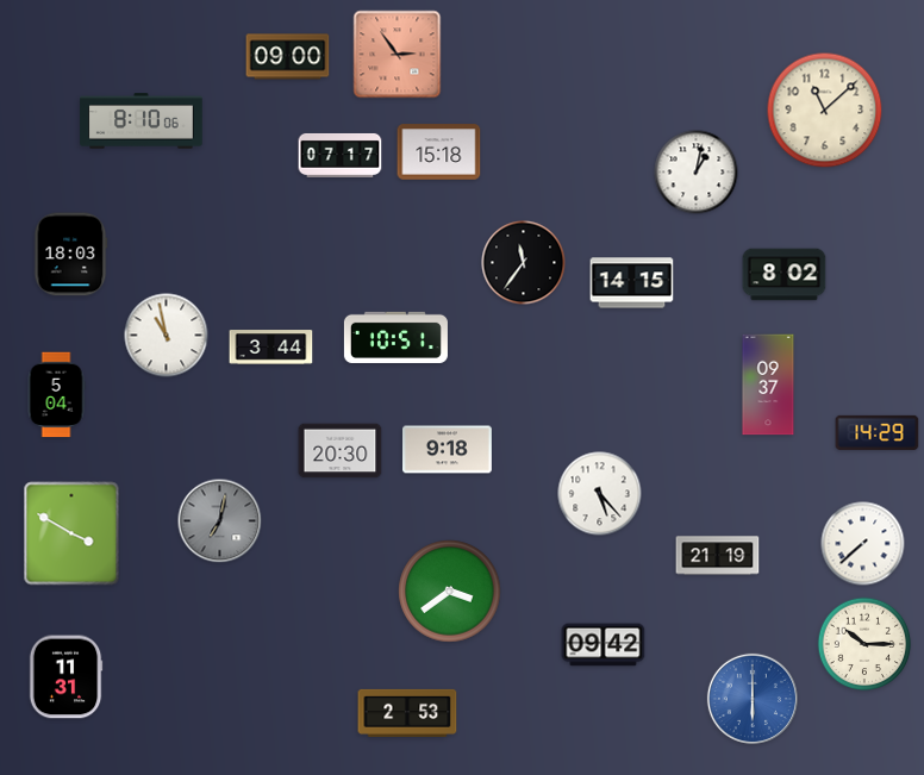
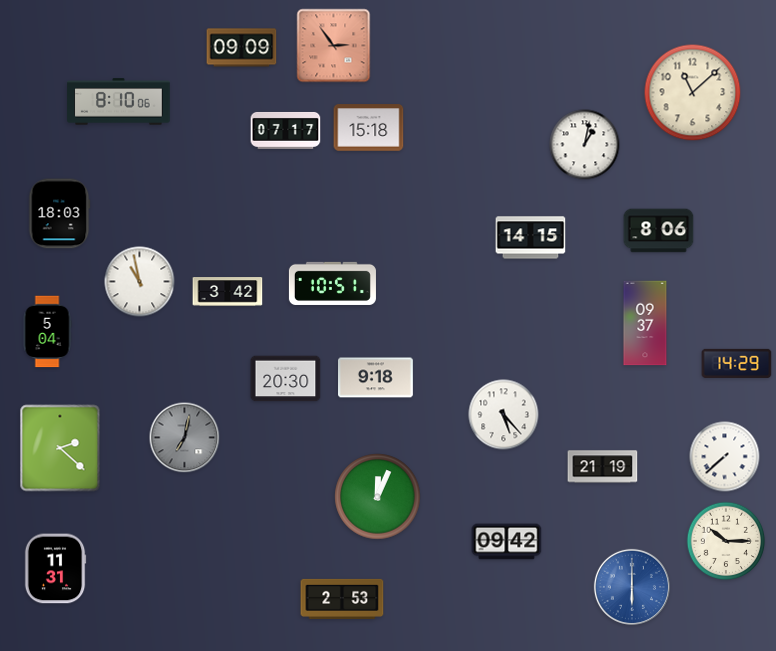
clock at (288, 57): 09:00 -> 09:09
clock at (524, 263): 11:36 -> none
clock at (785, 275): 8:02 -> 8:06
clock at (271, 348): 3:44 -> 3:42
clock at (71, 533): 3:50 -> 2:22
clock at (450, 592): 3:39 -> 12:04
